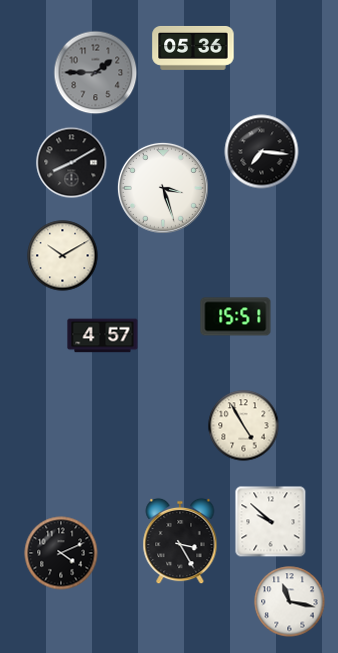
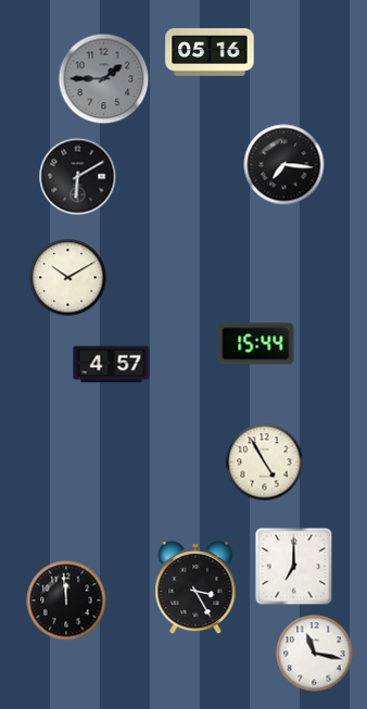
clock at (193, 48): 05:36 -> 05:16
clock at (72, 163): 8:10 -> 6:10
clock at (163, 188): 3:27 -> none
clock at (236, 317): 15:51 -> 15:44
clock at (271, 522): 9:52 -> 7:00
clock at (61, 553): 4:11 -> 11:59
